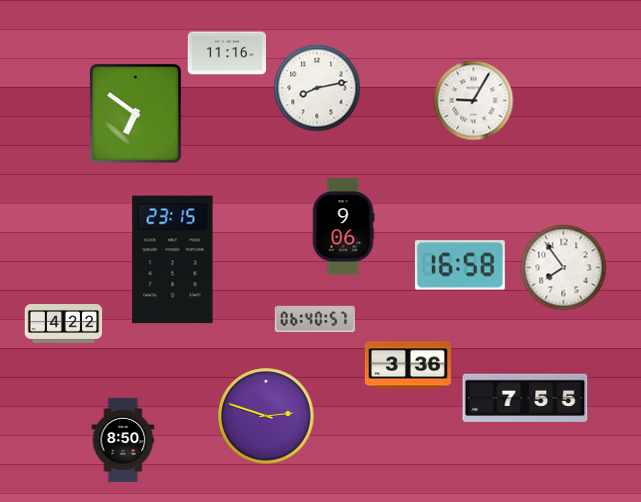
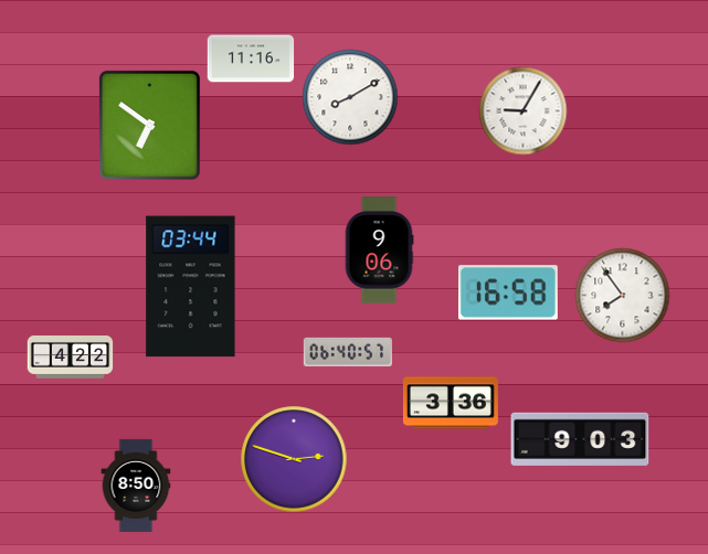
clock at (317, 88): 8:13 -> 8:10
clock at (173, 260): 23:15 -> 03:44
clock at (525, 397): 7:55 -> 9:03
